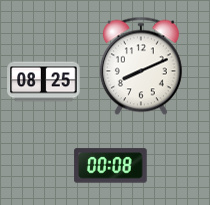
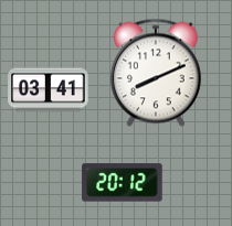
clock at (44, 82): 08:25 -> 03:41
clock at (111, 166): 00:08 -> 20:12
